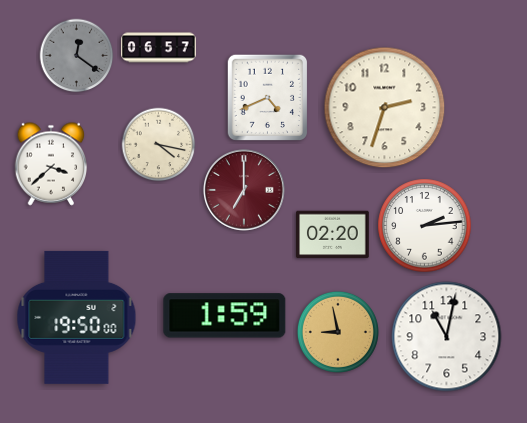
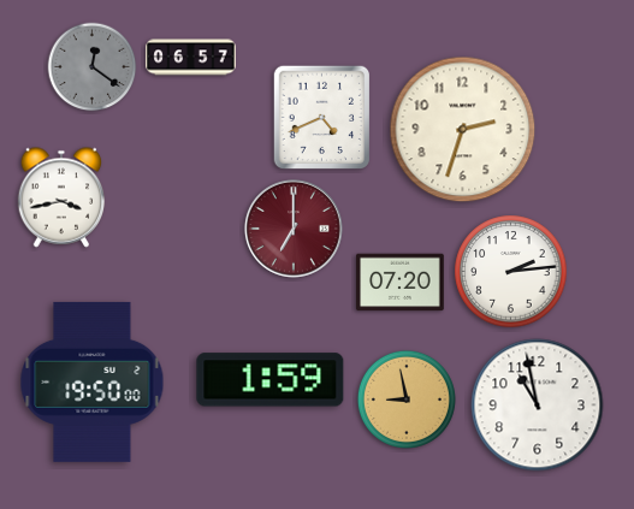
clock at (159, 145): 4:17 -> none
clock at (51, 164): 3:38 -> 3:43
clock at (333, 235): 02:20 -> 07:20
clock at (447, 337): 11:02 -> 10:58
